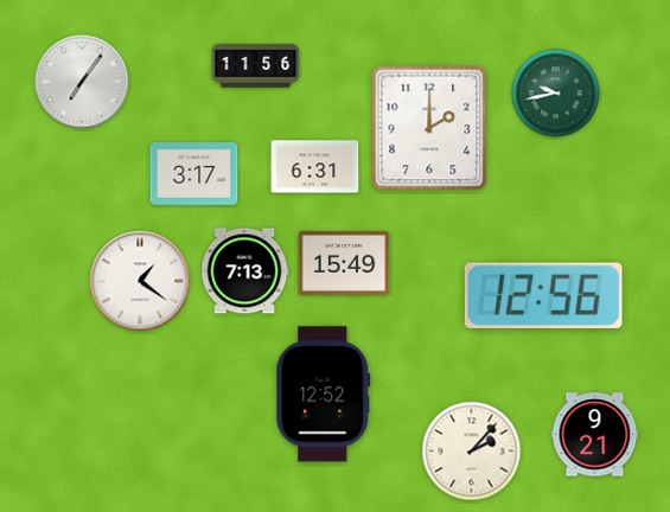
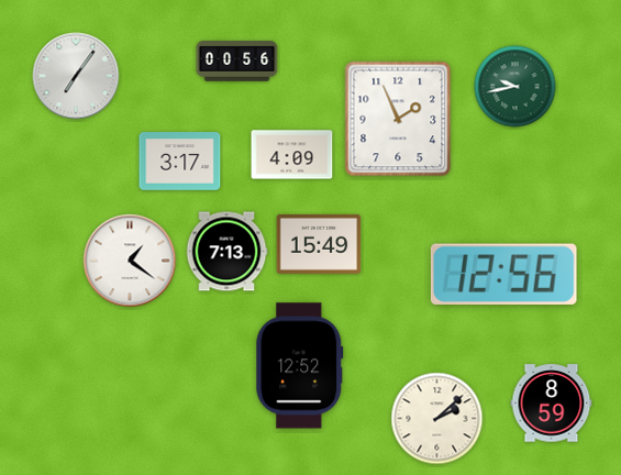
clock at (256, 66): 11:56 -> 00:56
clock at (429, 128): 2:00 -> 1:56
clock at (315, 167): 6:31 -> 4:09
clock at (595, 435): 9:21 -> 8:59
clock at (472, 452): 2:07 -> 2:08
